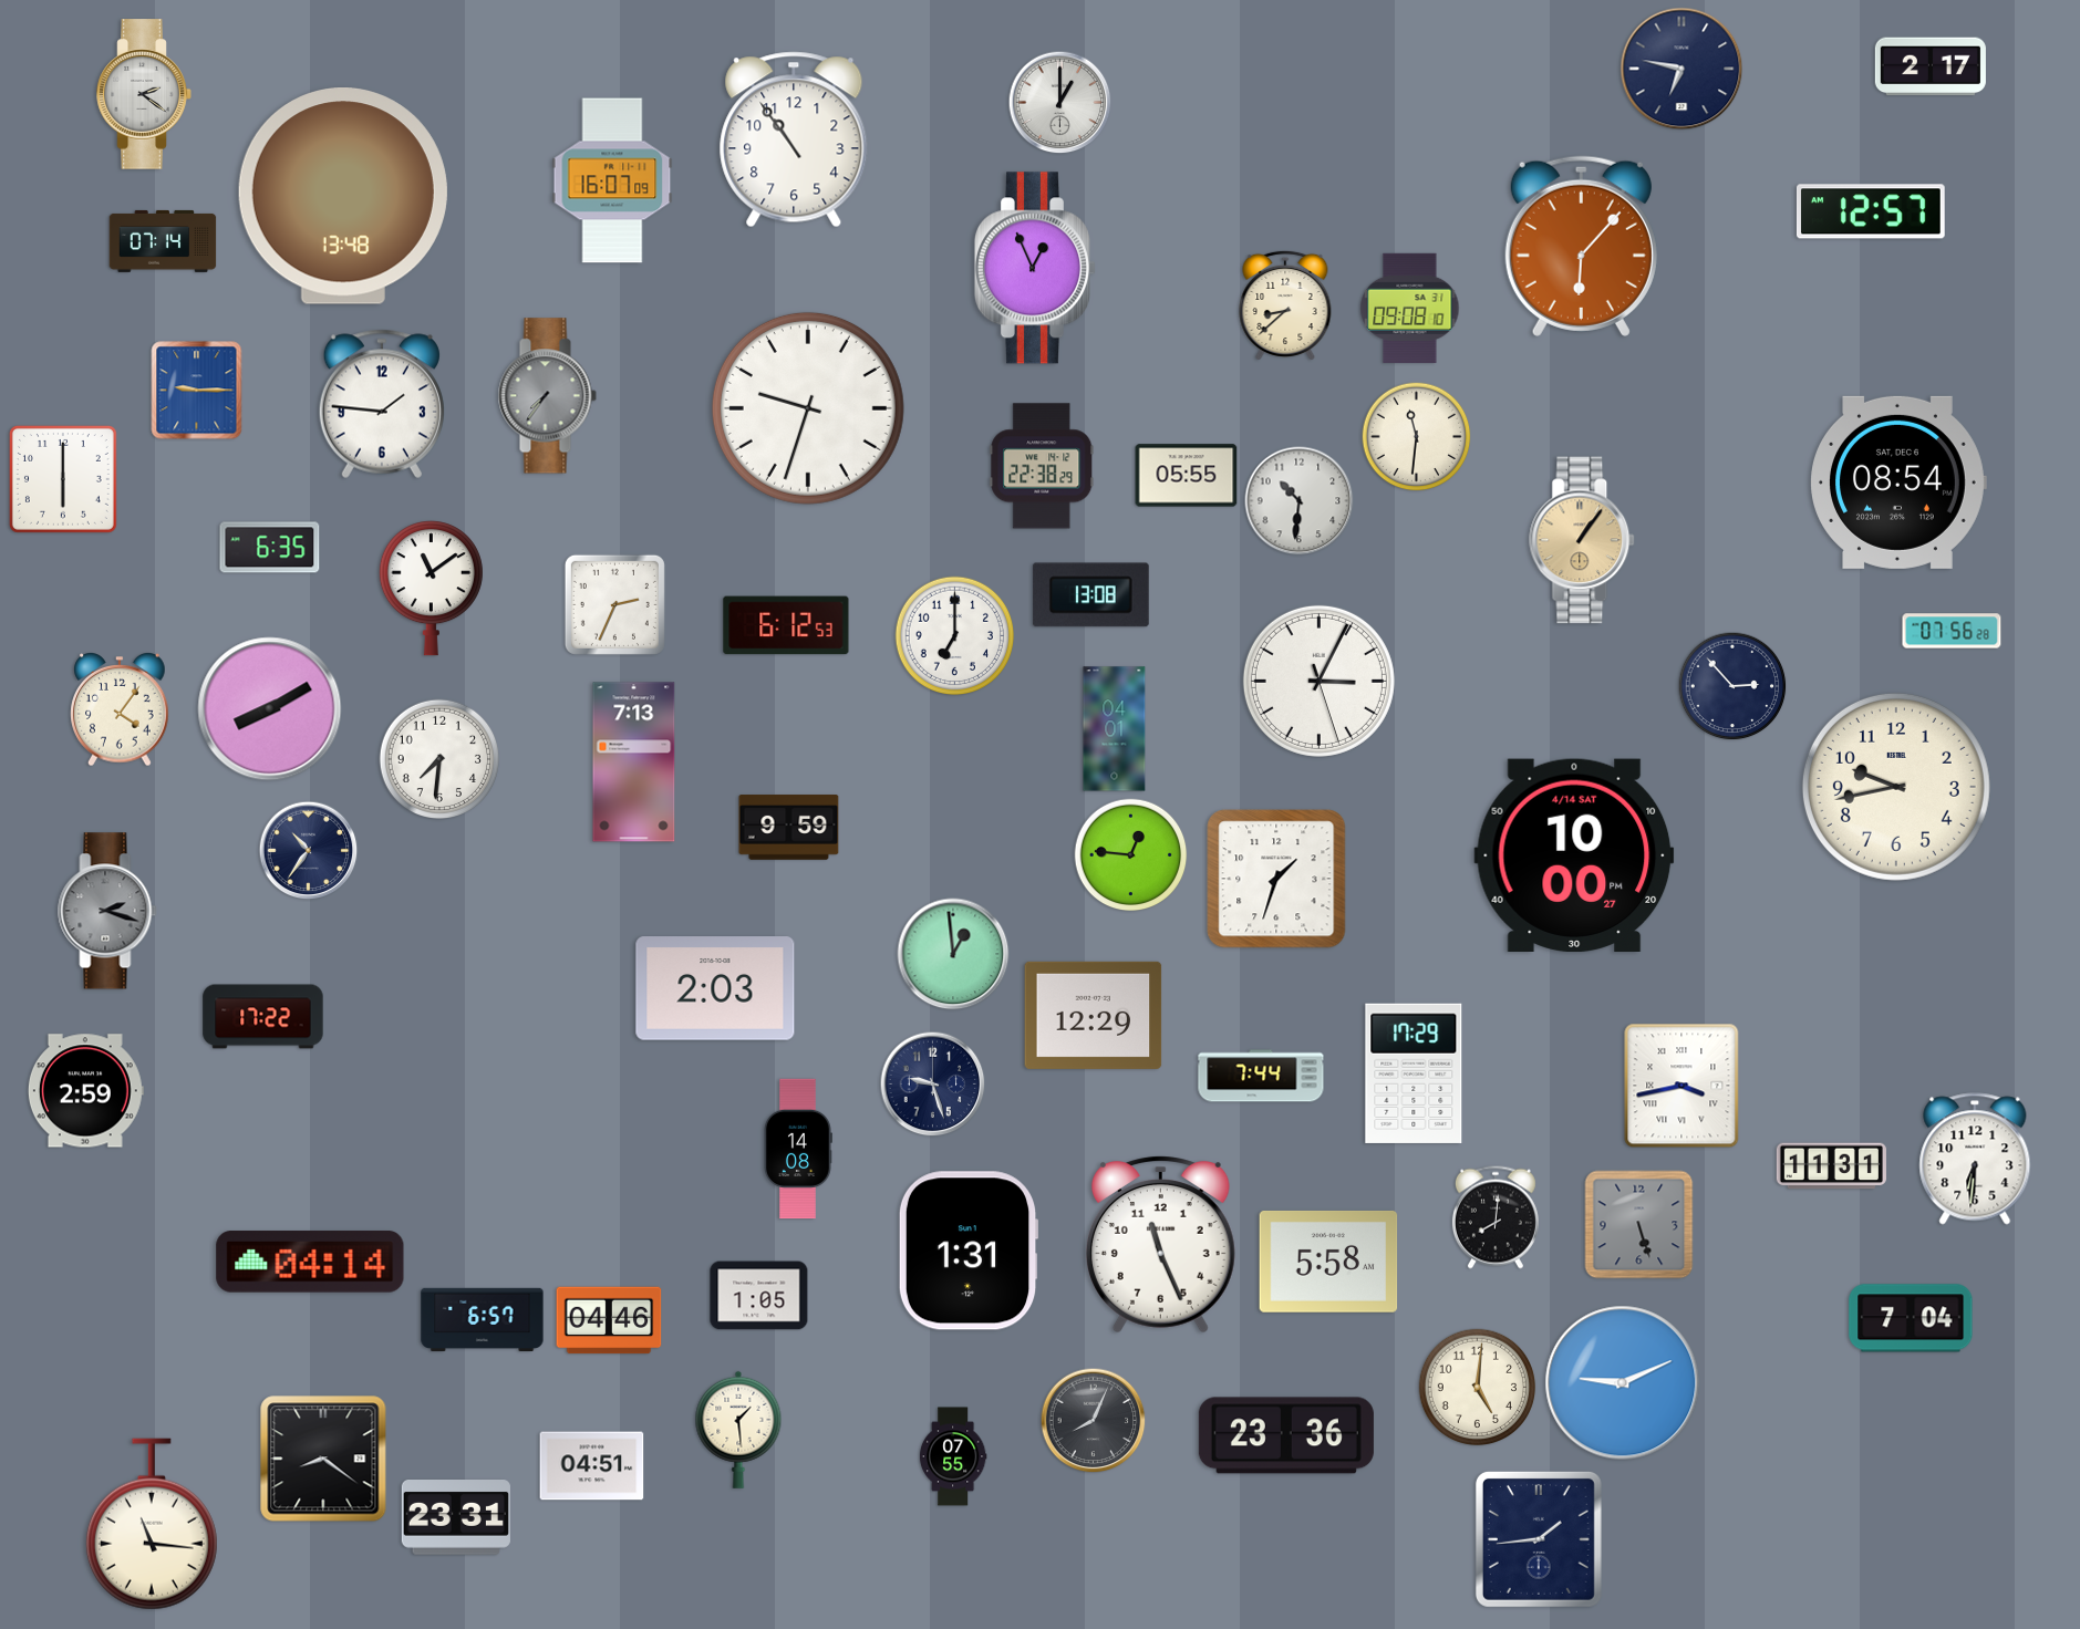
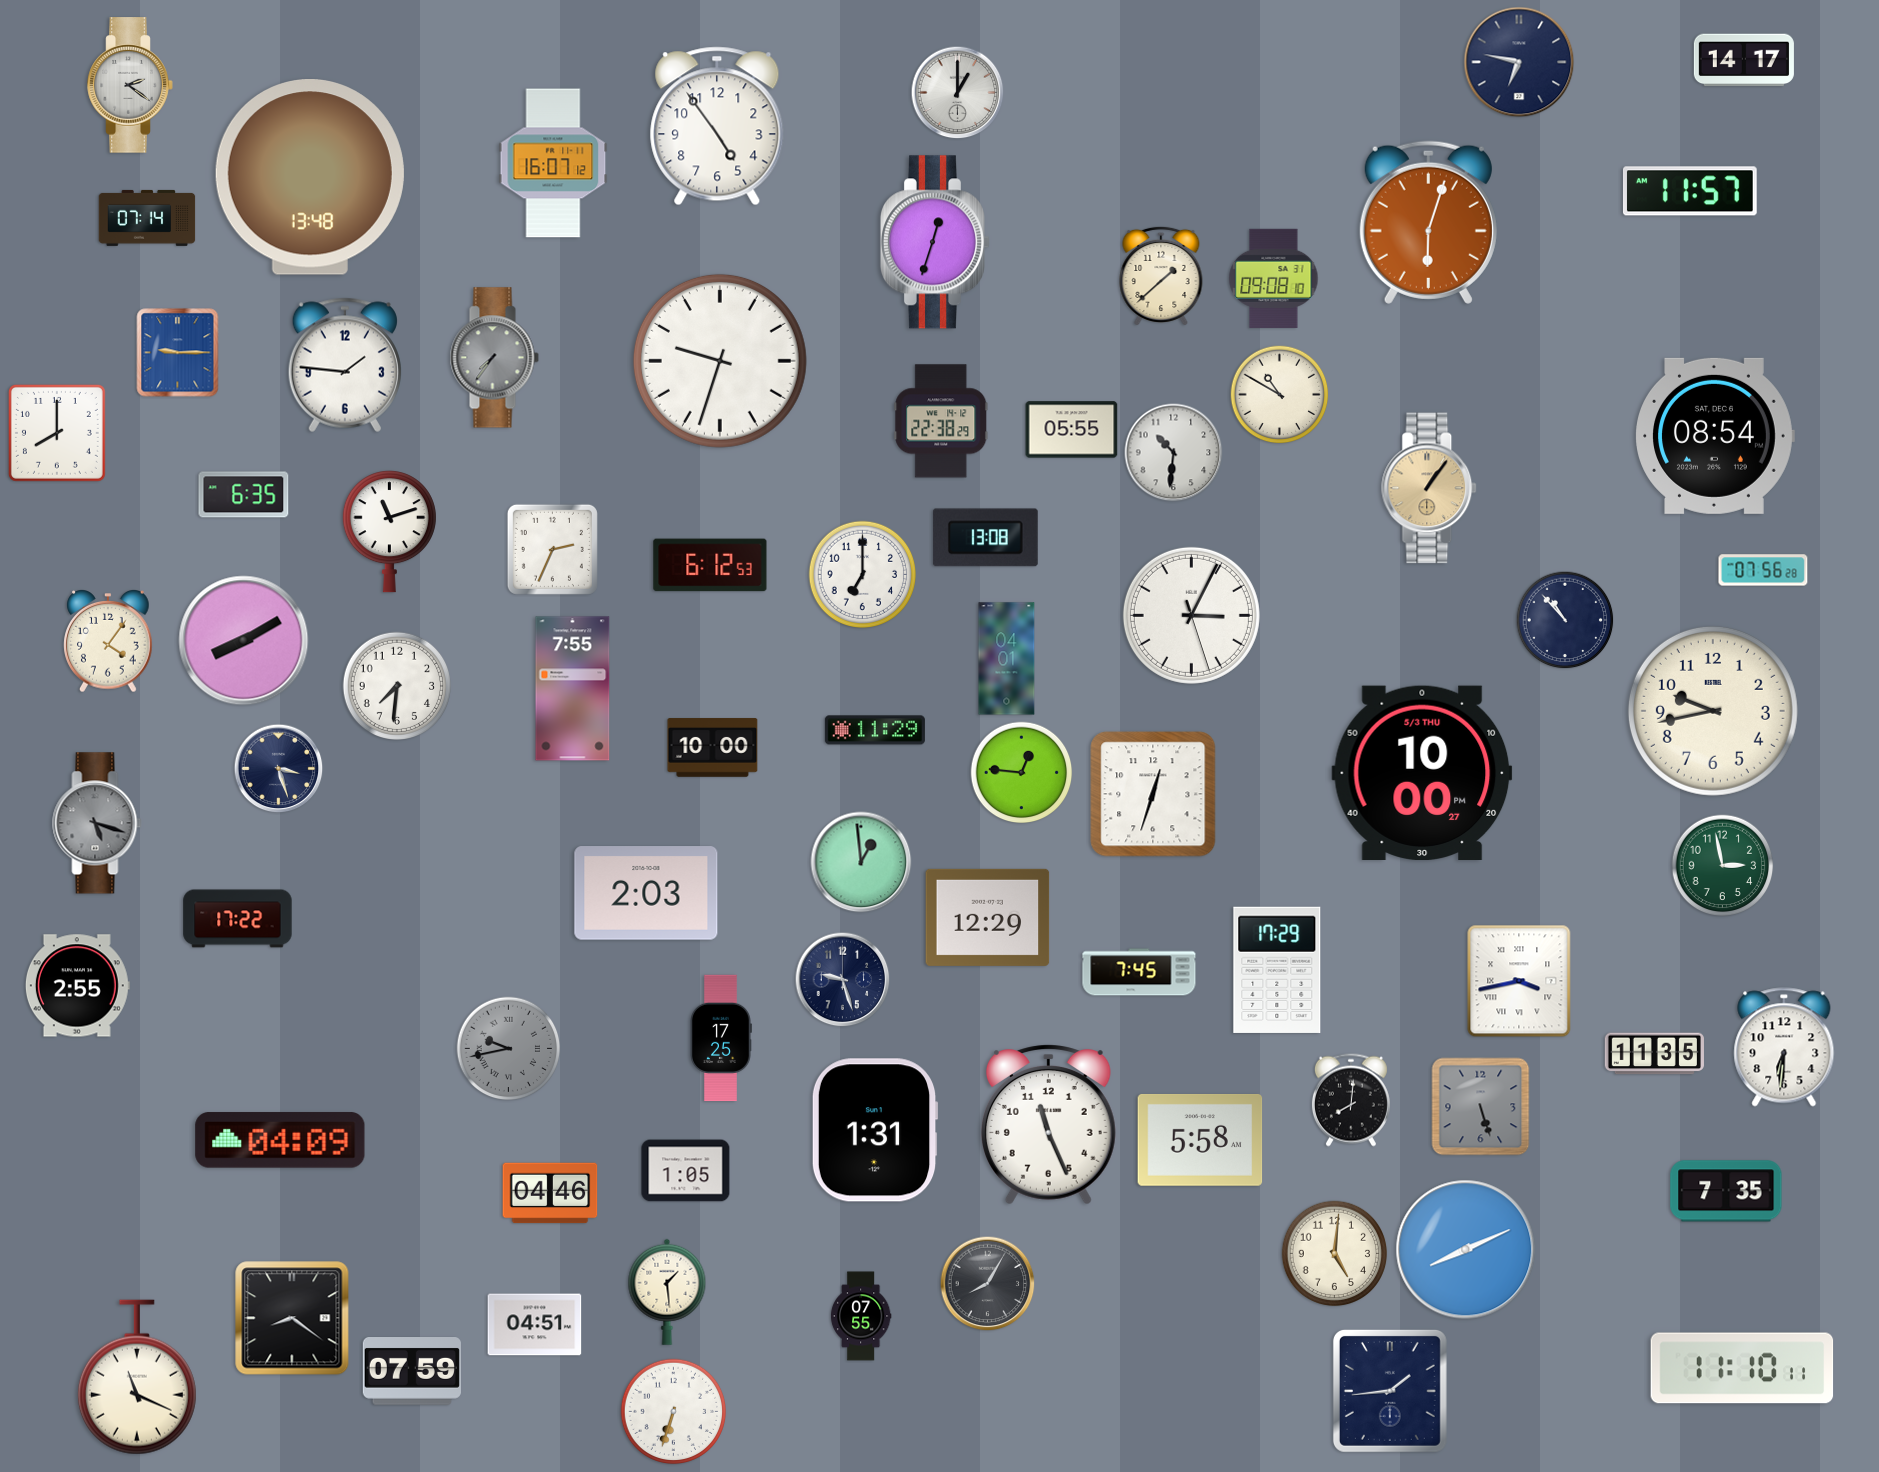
clock at (1931, 66): 2:17 -> 14:17
clock at (794, 139): 10:54 -> 4:54
clock at (612, 180): 16:07:09 -> 16:07:12
clock at (1871, 211): 12:57 -> 11:57
clock at (1581, 246): 6:07 -> 6:03
clock at (1035, 268): 12:56 -> 12:33
clock at (1285, 305): 8:38 -> 1:38
clock at (808, 408) position: (808, 408) -> (720, 361)
clock at (1417, 437): 11:31 -> 10:50
clock at (63, 479): 6:00 -> 8:00
clock at (431, 589): 11:09 -> 11:12
clock at (614, 604) position: (614, 604) -> (552, 549)
clock at (1732, 686): 2:53 -> 10:53
clock at (634, 762): 7:13 -> 7:55
clock at (875, 730): none -> 11:29
clock at (789, 828): 9:59 -> 10:00
clock at (309, 851): 10:36 -> 3:27
clock at (1574, 854) date: 4/14 SAT -> 5/3 THU
clock at (1276, 879): 1:33 -> 12:33
clock at (107, 911): 2:18 -> 5:18
clock at (1723, 866): none -> 2:58
clock at (1261, 1076): 7:44 -> 7:45
clock at (85, 1091): 2:59 -> 2:55
clock at (798, 1149): 14:08 -> 17:25
clock at (509, 1049): none -> 9:43
clock at (1831, 1166): 11:31 -> 11:35
clock at (310, 1262): 04:14 -> 04:09
clock at (1911, 1318): 7:04 -> 7:35
clock at (483, 1319): 6:57 -> none
clock at (1623, 1383): 9:11 -> 8:11
clock at (1094, 1421): 8:04 -> 8:05
clock at (1286, 1435): 23:36 -> none
clock at (1742, 1368): none -> 11:10
clock at (456, 1518): 23:31 -> 07:59
clock at (152, 1524): 11:16 -> 11:19
clock at (674, 1412): none -> 6:33
